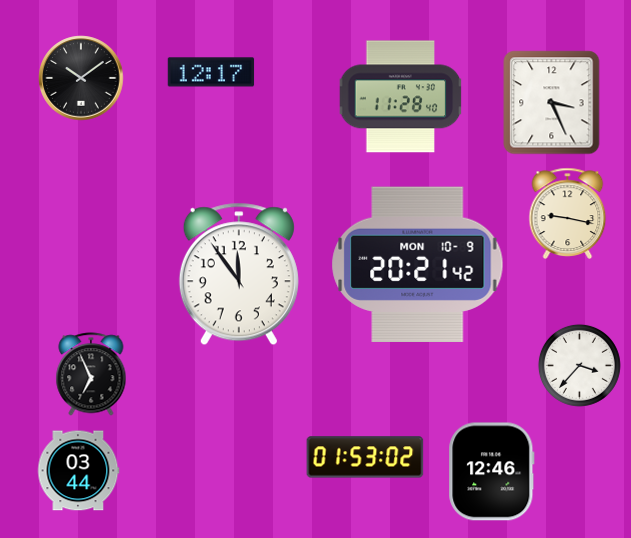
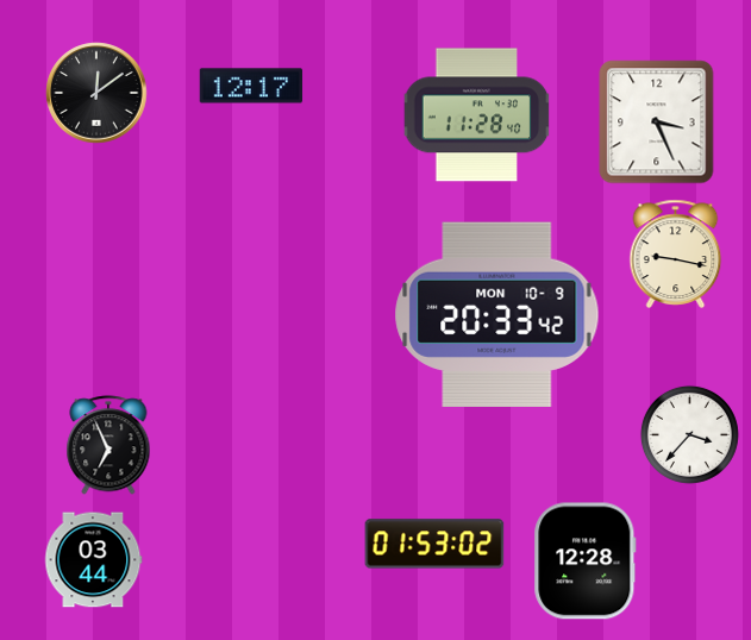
clock at (81, 78): 10:09 -> 12:09
clock at (418, 264): 20:21 -> 20:33
clock at (239, 274): 11:54 -> none
clock at (492, 472): 12:46 -> 12:28
